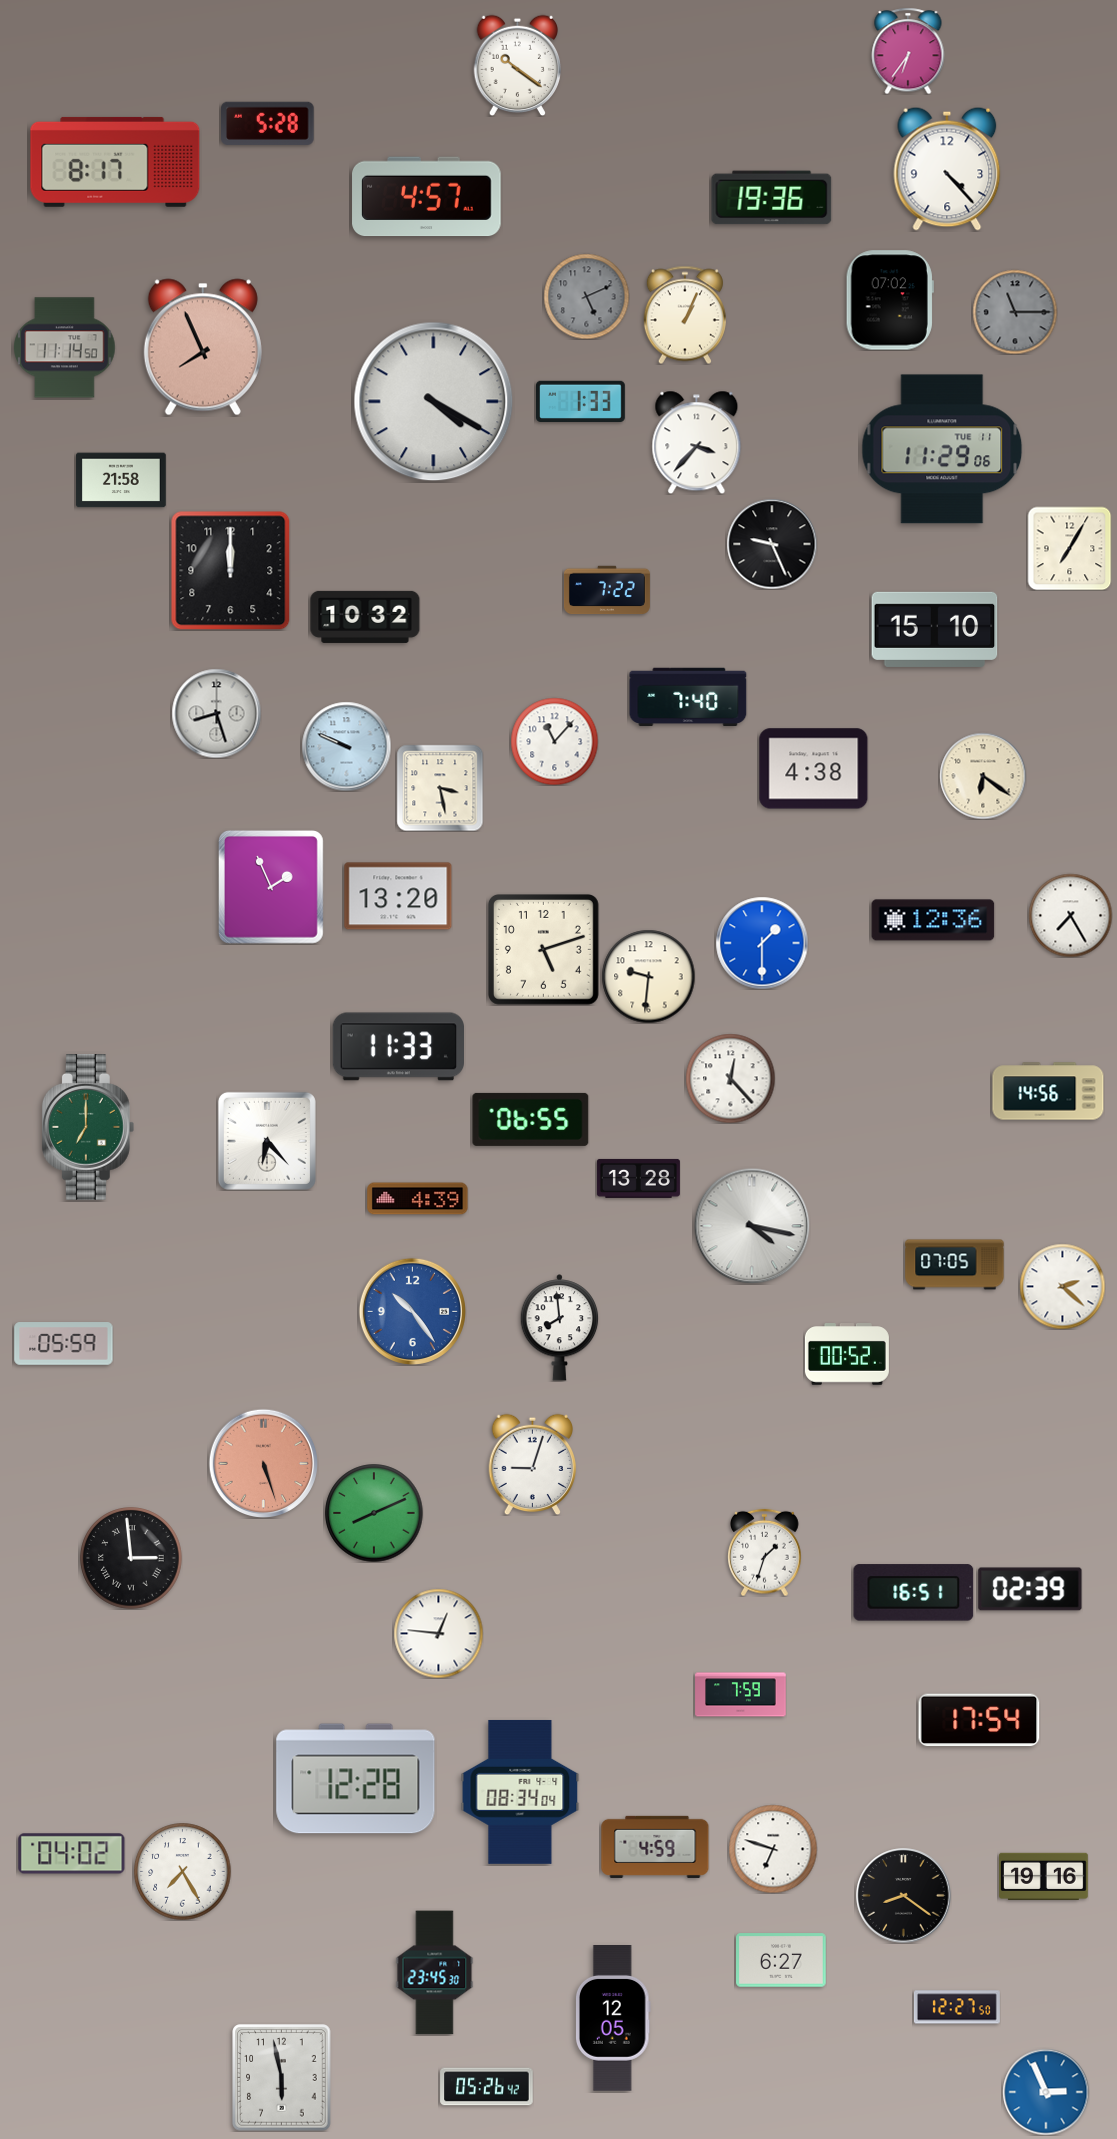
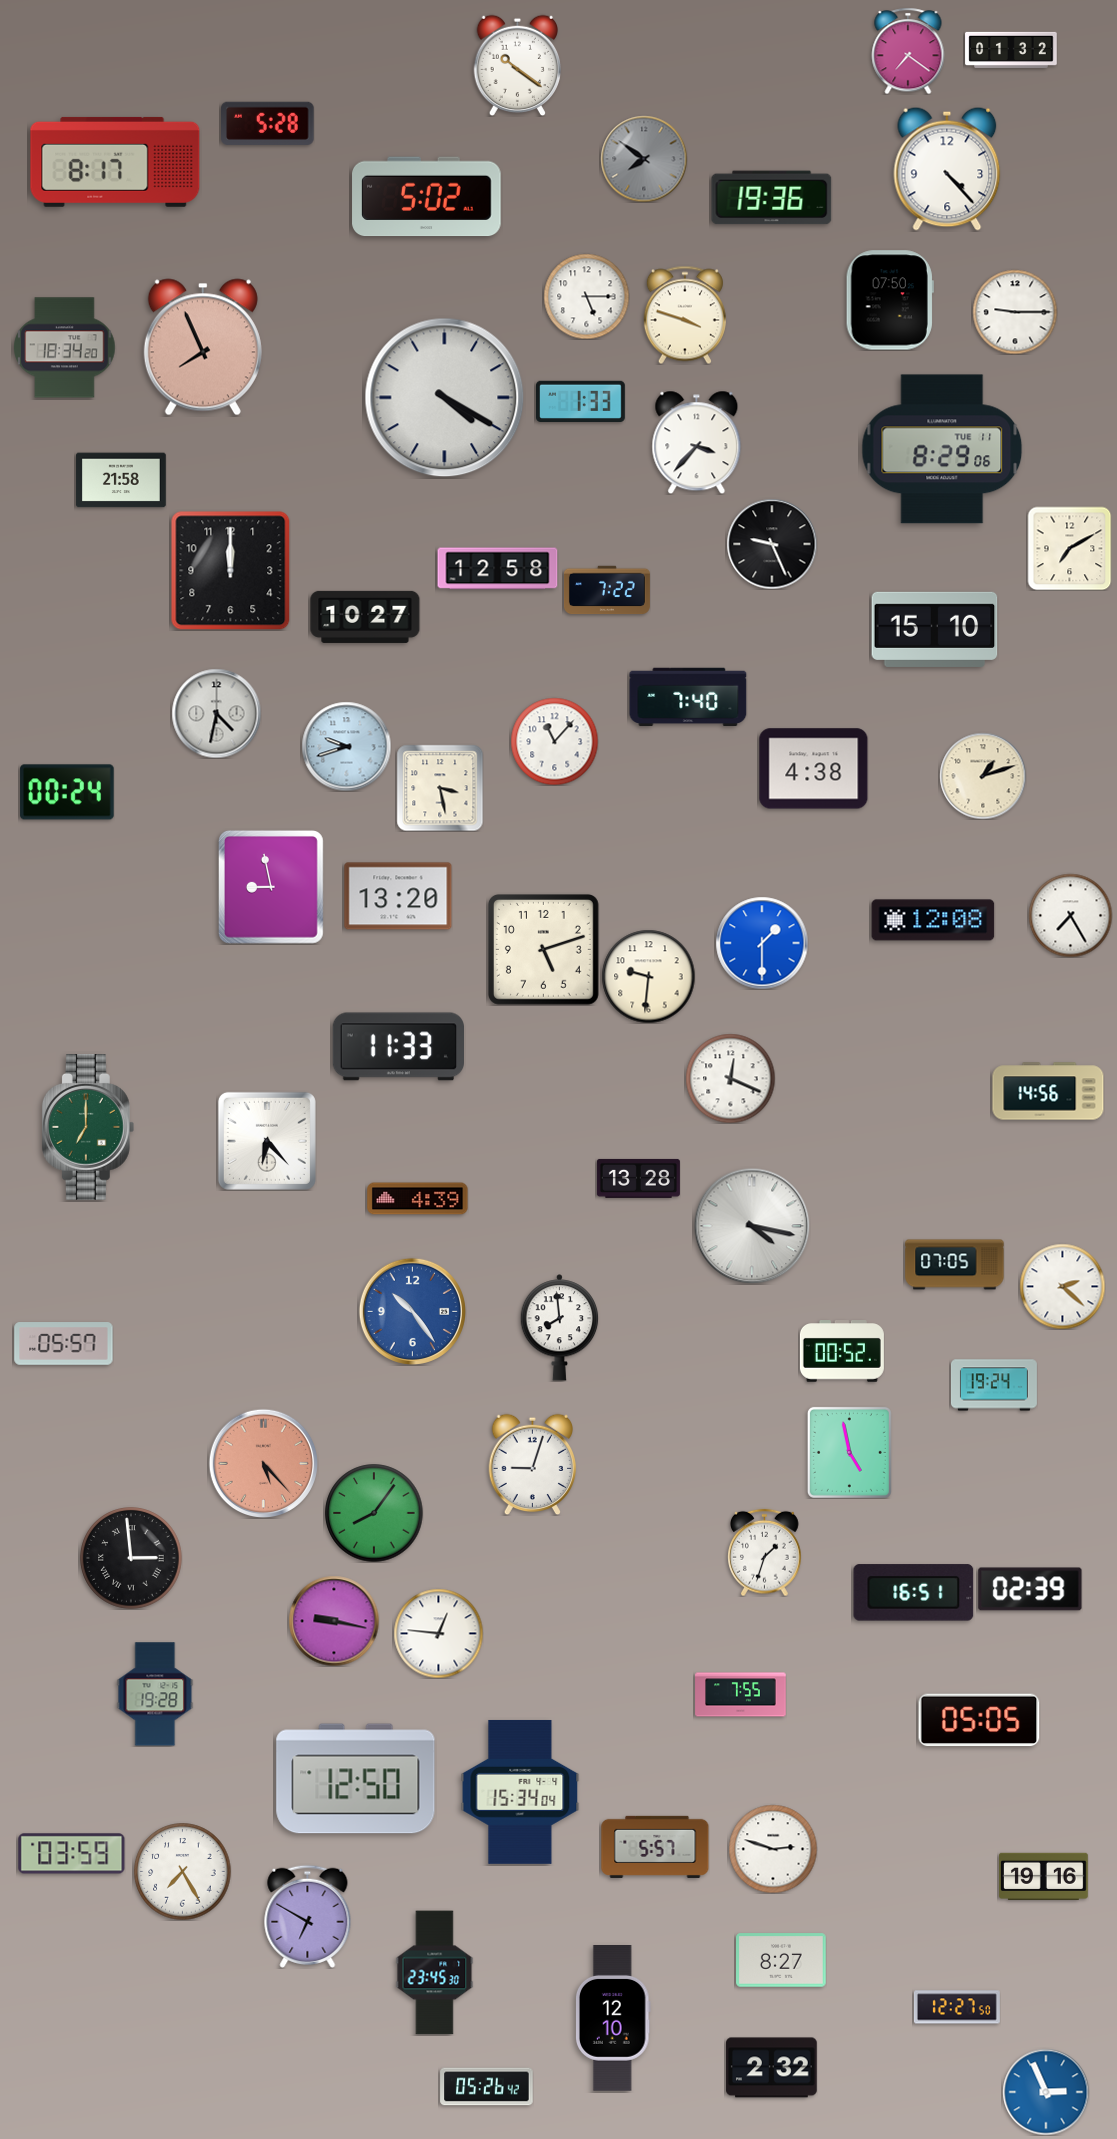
clock at (1011, 49): none -> 01:32
clock at (908, 51): 6:36 -> 7:21
clock at (644, 159): none -> 7:51
clock at (427, 197): 4:57 -> 5:02
clock at (586, 296): 5:11 -> 5:15
clock at (586, 296) dial: grey -> white
clock at (890, 300): 07:02 -> 07:50
clock at (1015, 312): 11:15 -> 9:15
clock at (1015, 312) dial: grey -> white
clock at (685, 315): 1:04 -> 3:48
clock at (65, 348): 11:14 -> 18:34
clock at (434, 402) position: (434, 402) -> (445, 398)
clock at (942, 449): 11:29 -> 8:29
clock at (1069, 548): 7:05 -> 7:10
clock at (498, 569): none -> 12:58
clock at (365, 617): 10:32 -> 10:27
clock at (216, 713): 8:27 -> 4:32
clock at (346, 746): 9:49 -> 9:42
clock at (983, 776): 6:21 -> 1:12
clock at (67, 792): none -> 00:24
clock at (271, 887): 1:56 -> 8:58
clock at (933, 920): 12:36 -> 12:08
clock at (730, 1078): 12:23 -> 12:19
clock at (531, 1119): 06:55 -> none
clock at (64, 1344): 05:59 -> 05:57
clock at (847, 1355) position: (847, 1355) -> (842, 1352)
clock at (994, 1385): none -> 19:24
clock at (849, 1452): none -> 4:58
clock at (263, 1463): 5:27 -> 5:23
clock at (374, 1513): 8:11 -> 8:06
clock at (334, 1621): none -> 9:17
clock at (155, 1694): none -> 19:28
clock at (741, 1695): 7:59 -> 7:55
clock at (979, 1720): 17:54 -> 05:05
clock at (356, 1779): 12:28 -> 12:50
clock at (520, 1792): 08:34 -> 15:34
clock at (655, 1847): 4:59 -> 5:57
clock at (773, 1849): 6:48 -> 2:48
clock at (72, 1854): 04:02 -> 03:59
clock at (904, 1896): 8:21 -> none
clock at (308, 1916): none -> 6:50
clock at (781, 1960): 6:27 -> 8:27
clock at (614, 2019): 12:05 -> 12:10
clock at (772, 2068): none -> 2:32
clock at (282, 2078): 5:58 -> none
